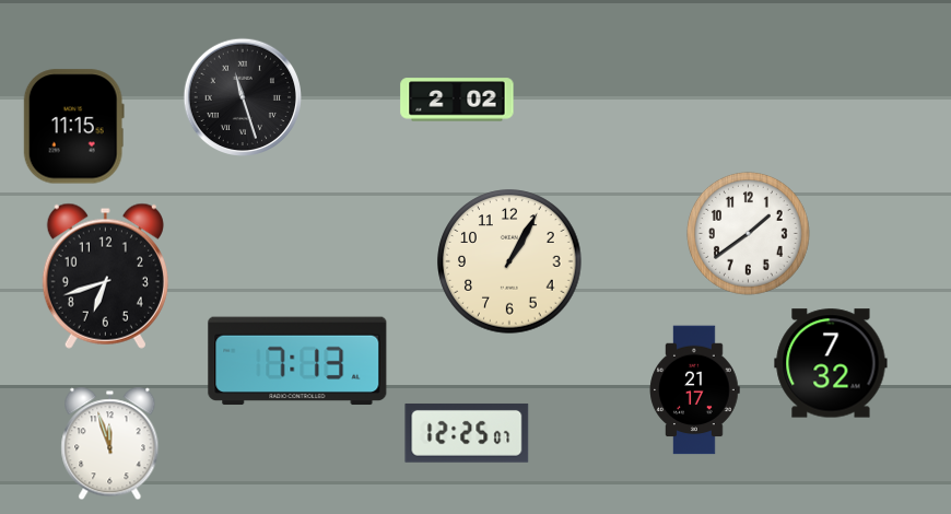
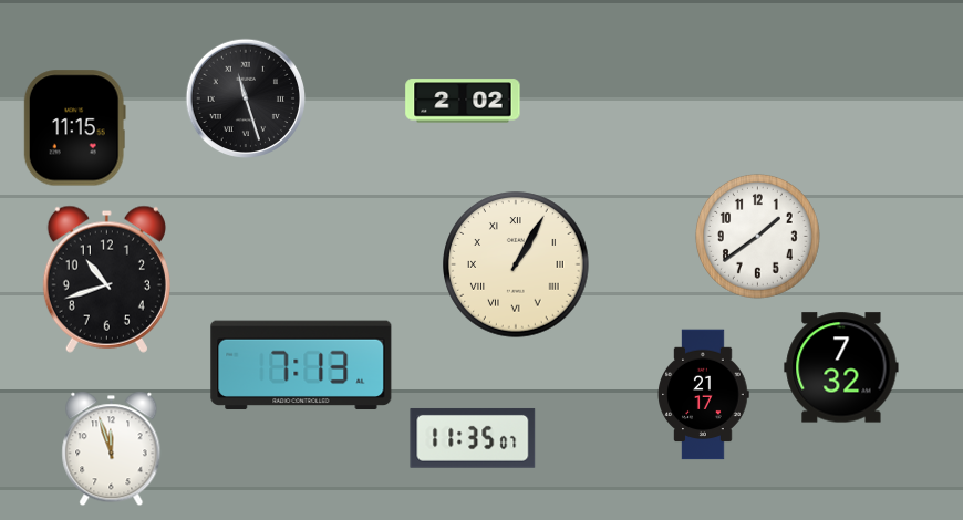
clock at (509, 261) numerals: Arabic -> Roman
clock at (105, 276): 6:42 -> 10:42
clock at (467, 433): 12:25 -> 11:35
